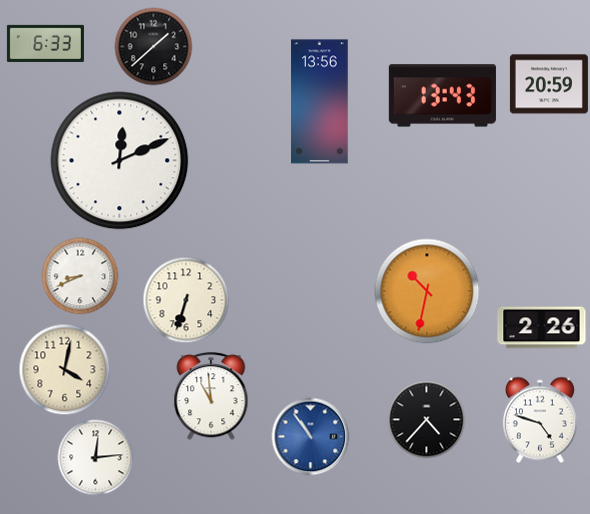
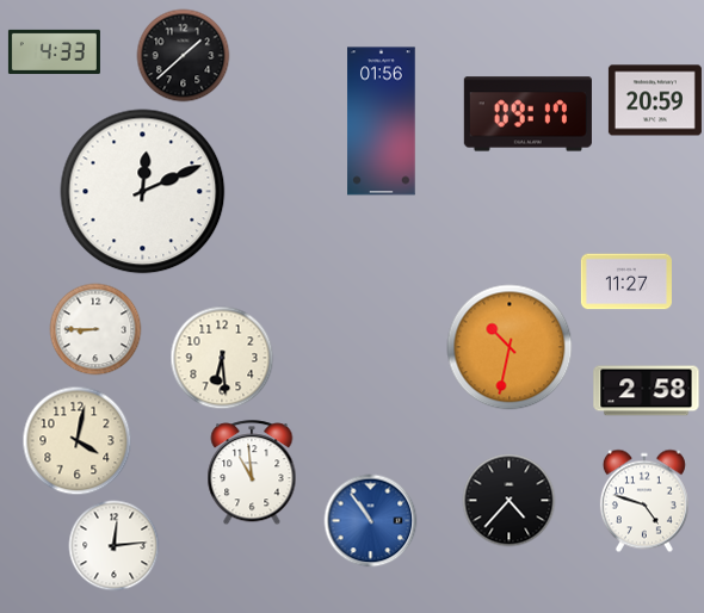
clock at (45, 43): 6:33 -> 4:33
clock at (442, 96): 13:43 -> 09:17
clock at (320, 102): 13:56 -> 01:56
clock at (626, 281): none -> 11:27
clock at (80, 276): 8:41 -> 8:45
clock at (186, 300): 6:33 -> 6:29
clock at (542, 328): 2:26 -> 2:58
